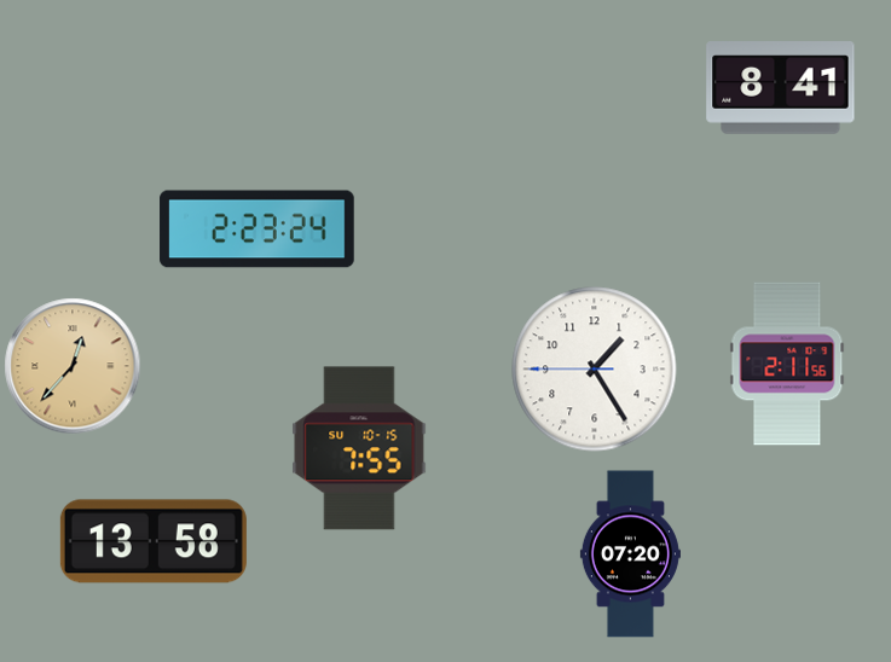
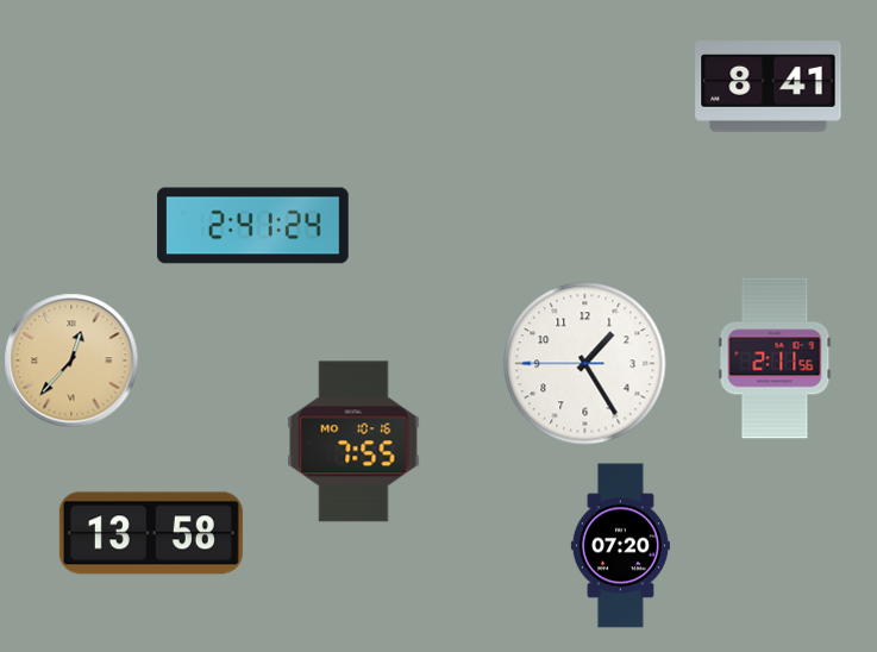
clock at (258, 230): 2:23 -> 2:41
clock at (359, 448) date: SU 10-15 -> MO 10-16
